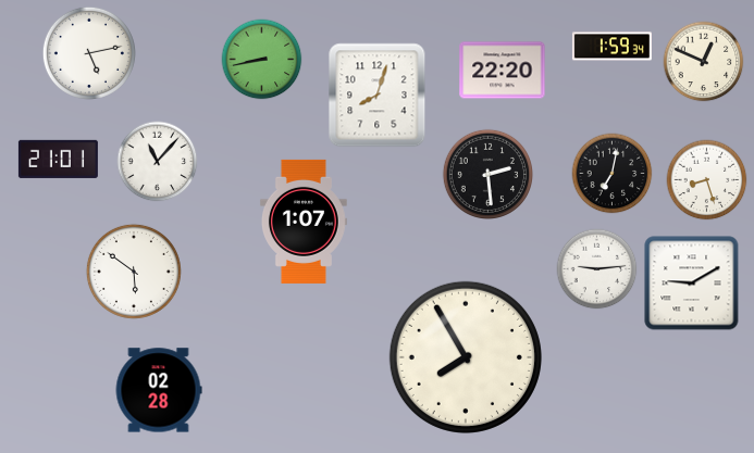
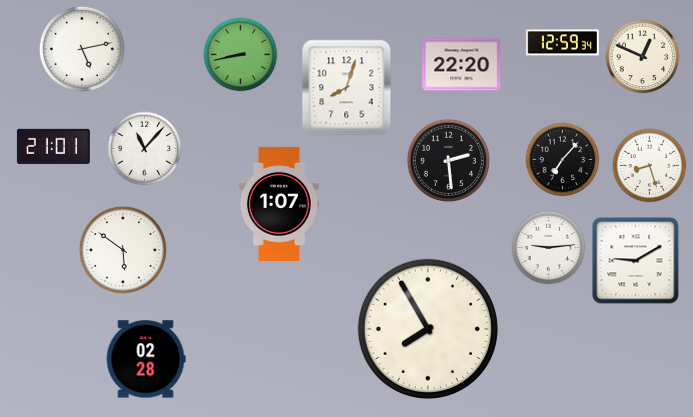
clock at (611, 47): 1:59 -> 12:59
clock at (704, 62) position: (704, 62) -> (643, 57)
clock at (613, 174): 7:02 -> 7:07
